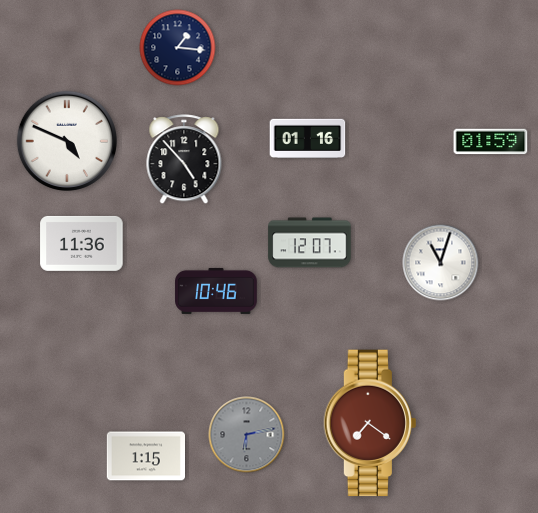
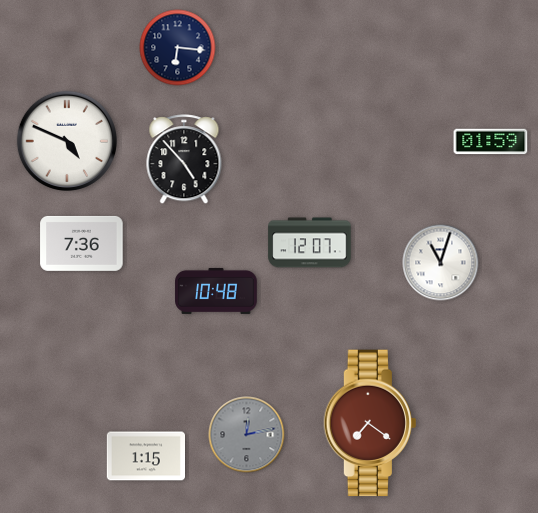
clock at (178, 48): 1:16 -> 6:16
clock at (308, 138): 01:16 -> none
clock at (82, 243): 11:36 -> 7:36
clock at (216, 291): 10:46 -> 10:48
clock at (247, 435): 6:13 -> 12:13
